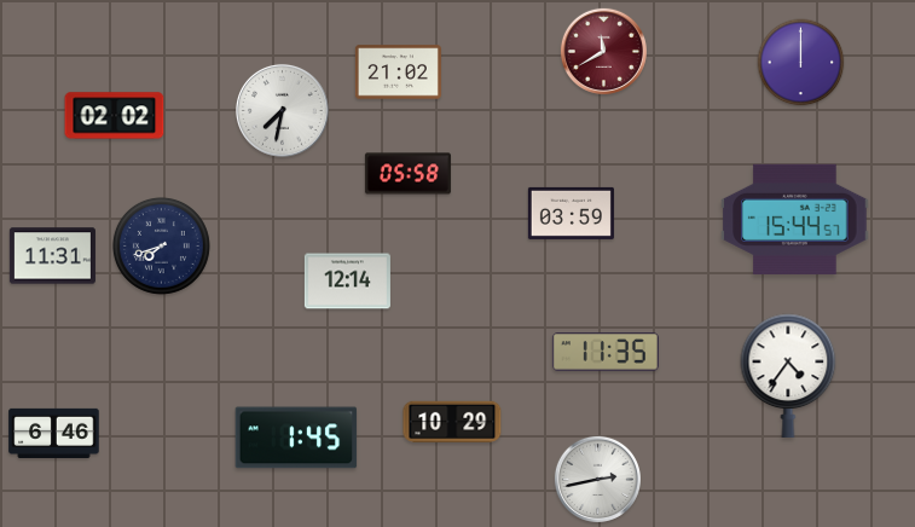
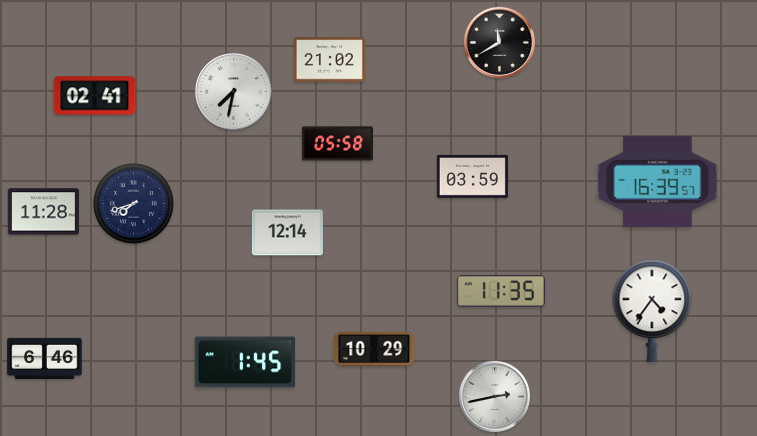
clock at (603, 51) dial: burgundy -> black
clock at (801, 63): 12:00 -> none
clock at (115, 116): 02:02 -> 02:41
clock at (795, 219): 15:44 -> 16:39
clock at (52, 256): 11:31 -> 11:28
